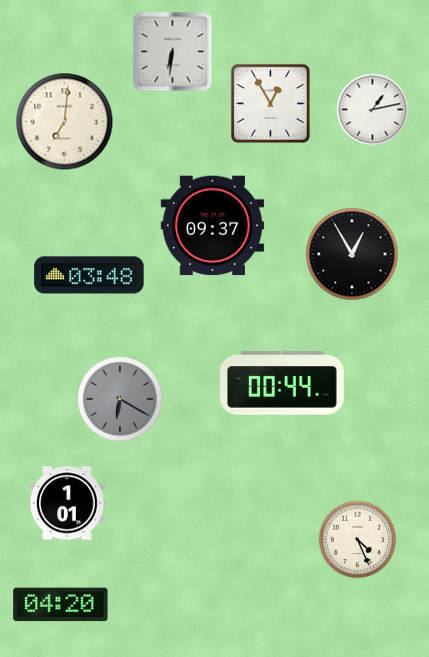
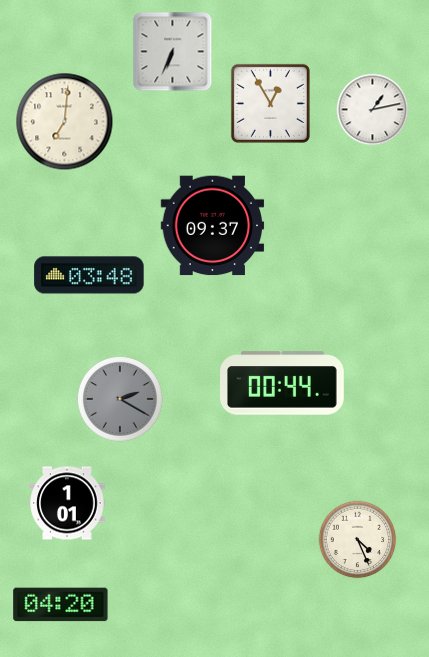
clock at (173, 52): 6:31 -> 6:34
clock at (352, 254): 12:55 -> none
clock at (120, 399): 6:20 -> 2:20
